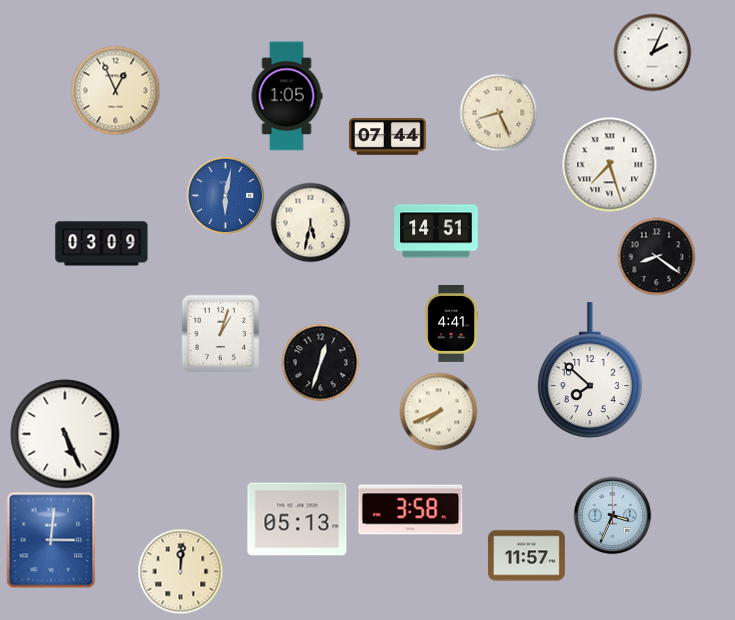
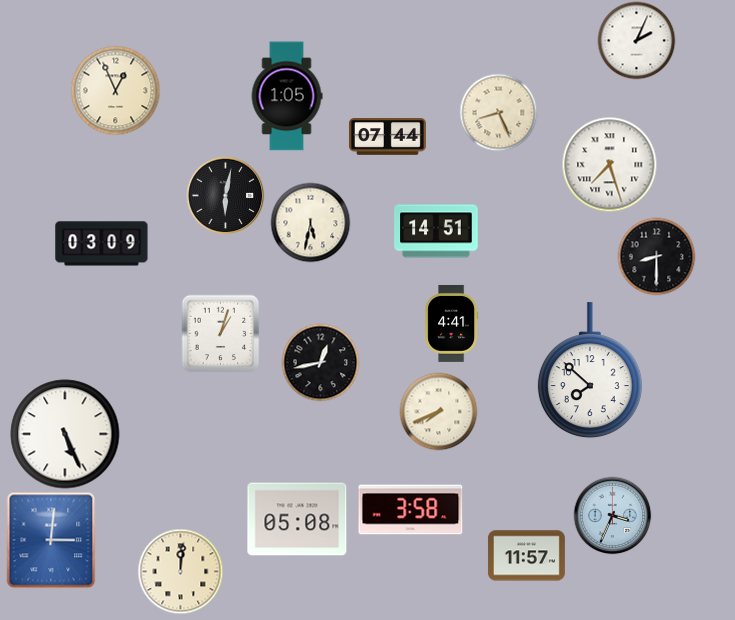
clock at (652, 52) position: (652, 52) -> (636, 40)
clock at (225, 195) dial: blue -> black
clock at (656, 256): 8:21 -> 8:30
clock at (320, 362): 12:33 -> 12:43
clock at (297, 519): 05:13 -> 05:08
